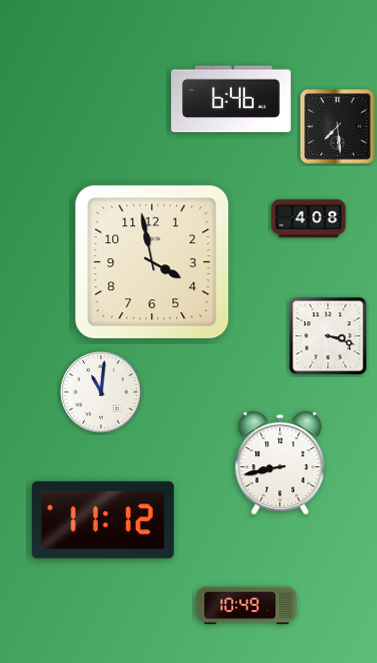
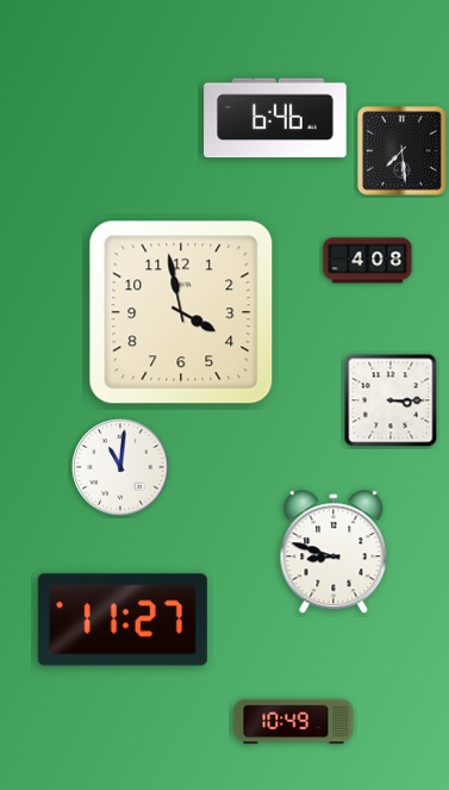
clock at (328, 336): 3:18 -> 3:15
clock at (280, 464): 8:43 -> 8:48
clock at (103, 520): 11:12 -> 11:27
